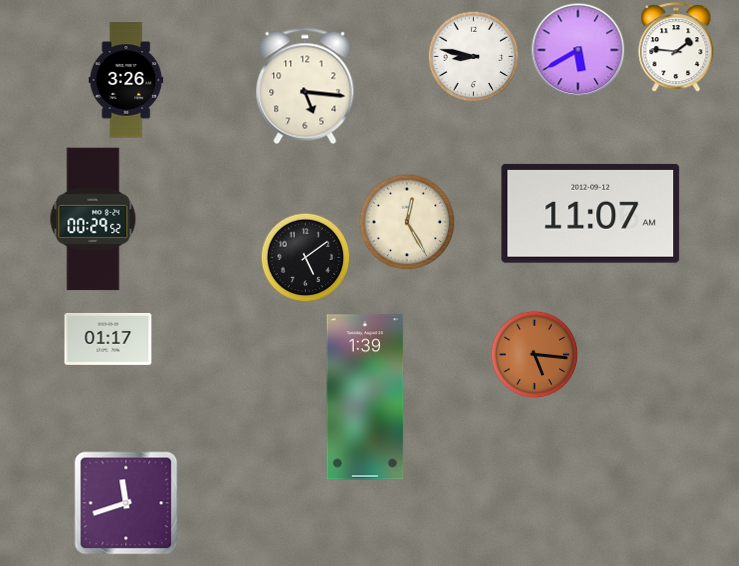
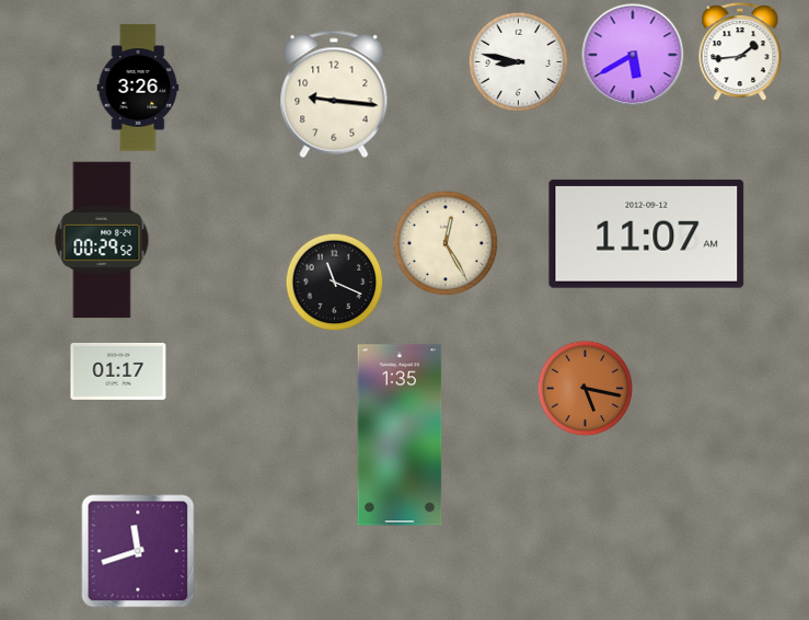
clock at (676, 47): 1:46 -> 1:44
clock at (305, 86): 5:16 -> 9:16
clock at (305, 257): 5:09 -> 11:19
clock at (534, 354): 5:16 -> 5:17
clock at (365, 397): 1:39 -> 1:35
